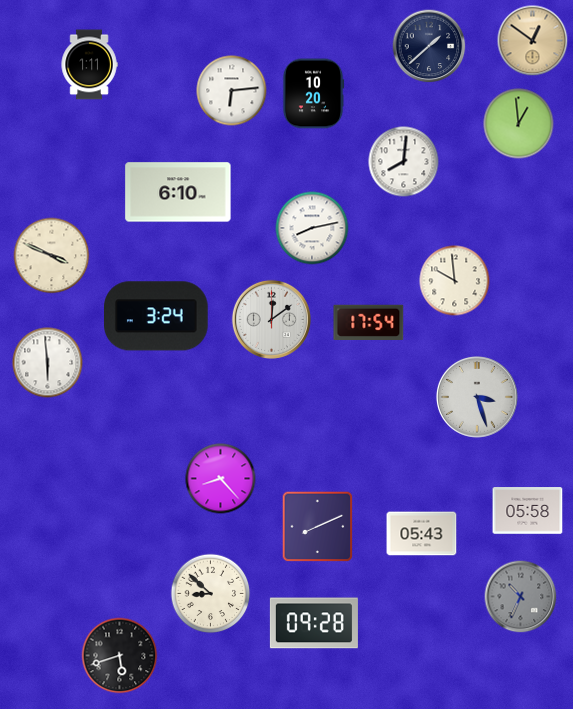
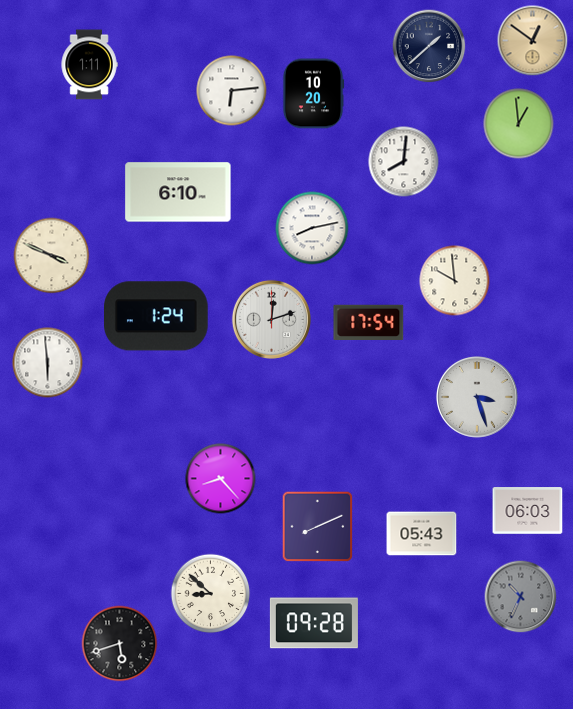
clock at (157, 316): 3:24 -> 1:24
clock at (271, 319): 12:09 -> 12:12
clock at (528, 511): 05:58 -> 06:03
clock at (120, 656) position: (120, 656) -> (120, 644)
